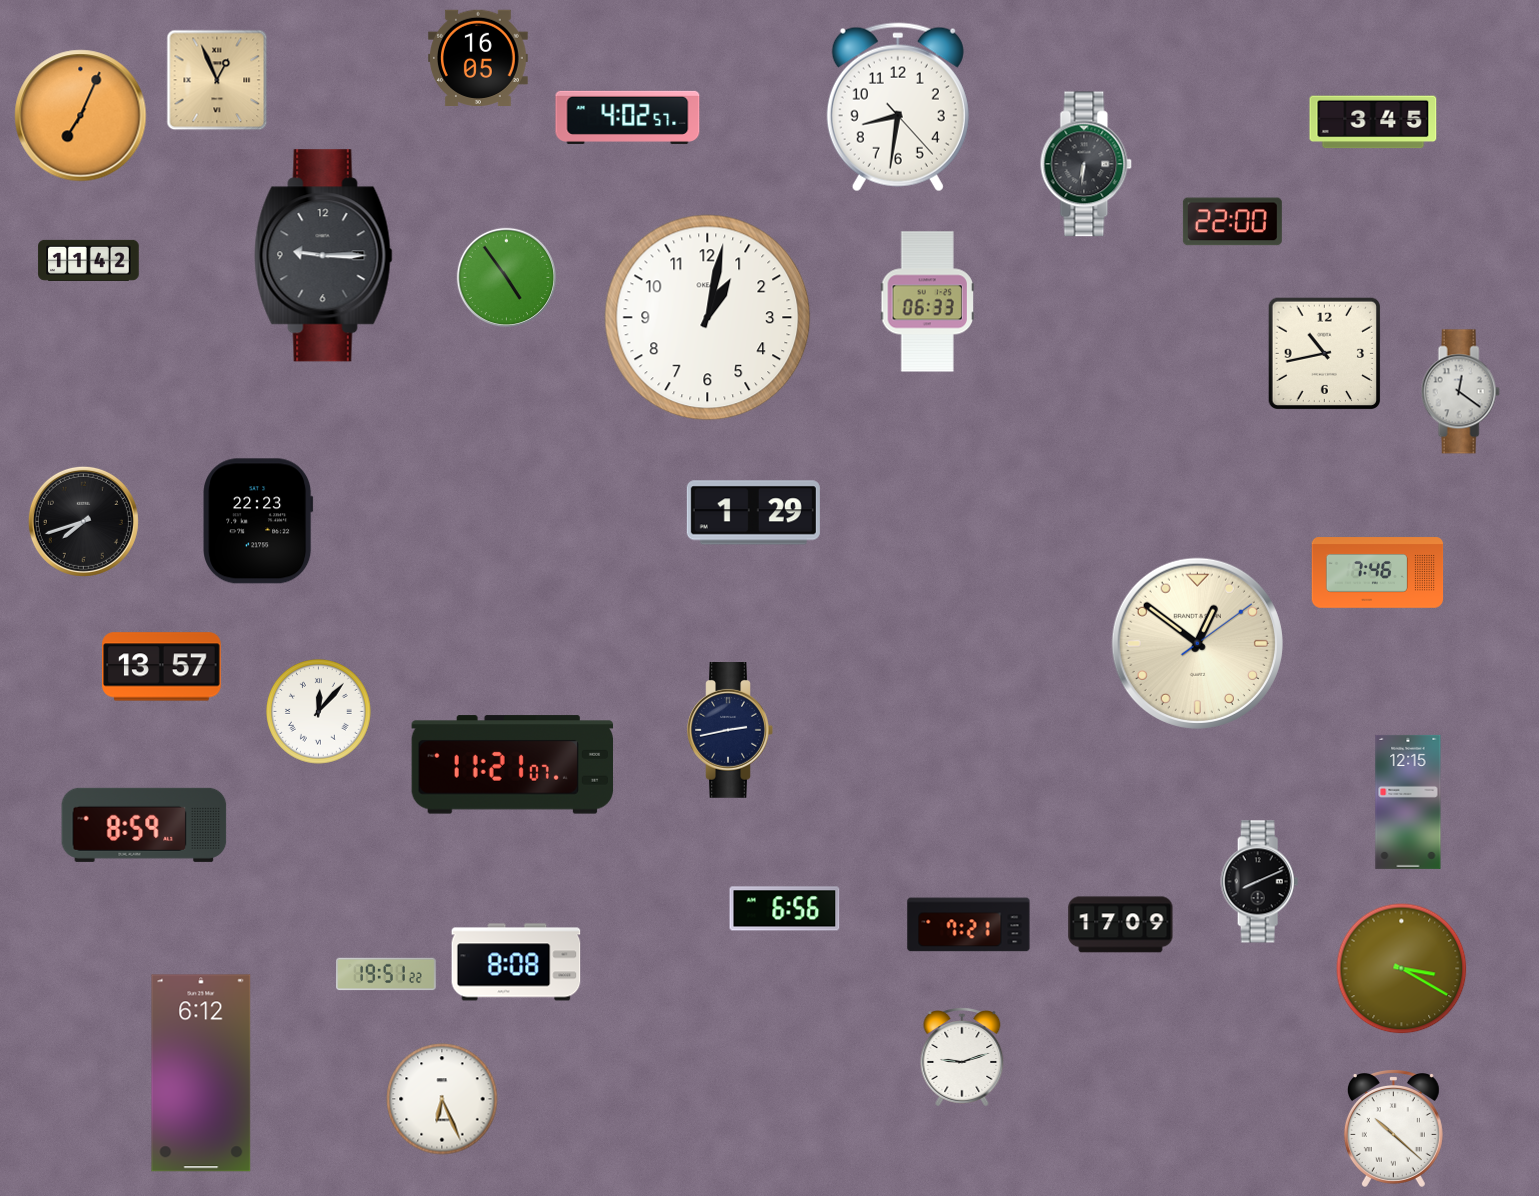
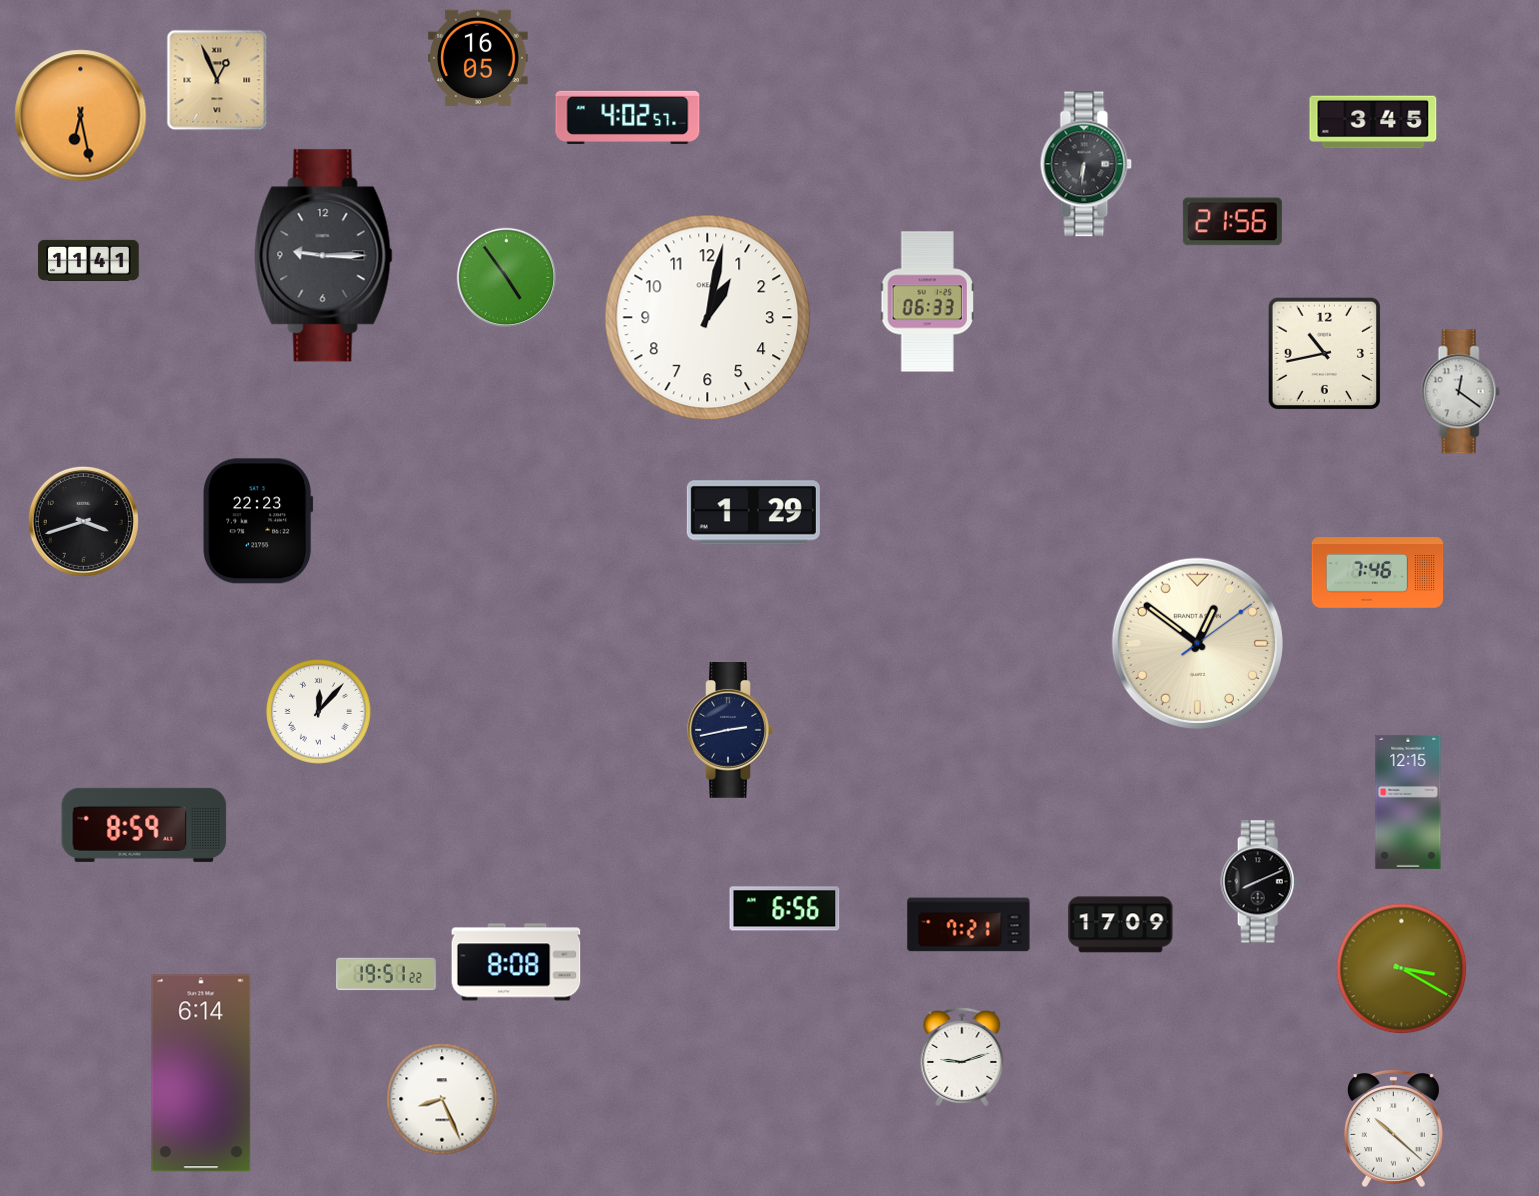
clock at (898, 107): 8:31 -> none
clock at (81, 116): 7:04 -> 6:28
clock at (1232, 222): 22:00 -> 21:56
clock at (89, 260): 11:42 -> 11:41
clock at (83, 521): 7:42 -> 3:42
clock at (162, 667): 13:57 -> none
clock at (512, 765): 11:21 -> none
clock at (201, 1073): 6:12 -> 6:14
clock at (442, 1099): 6:26 -> 8:26
